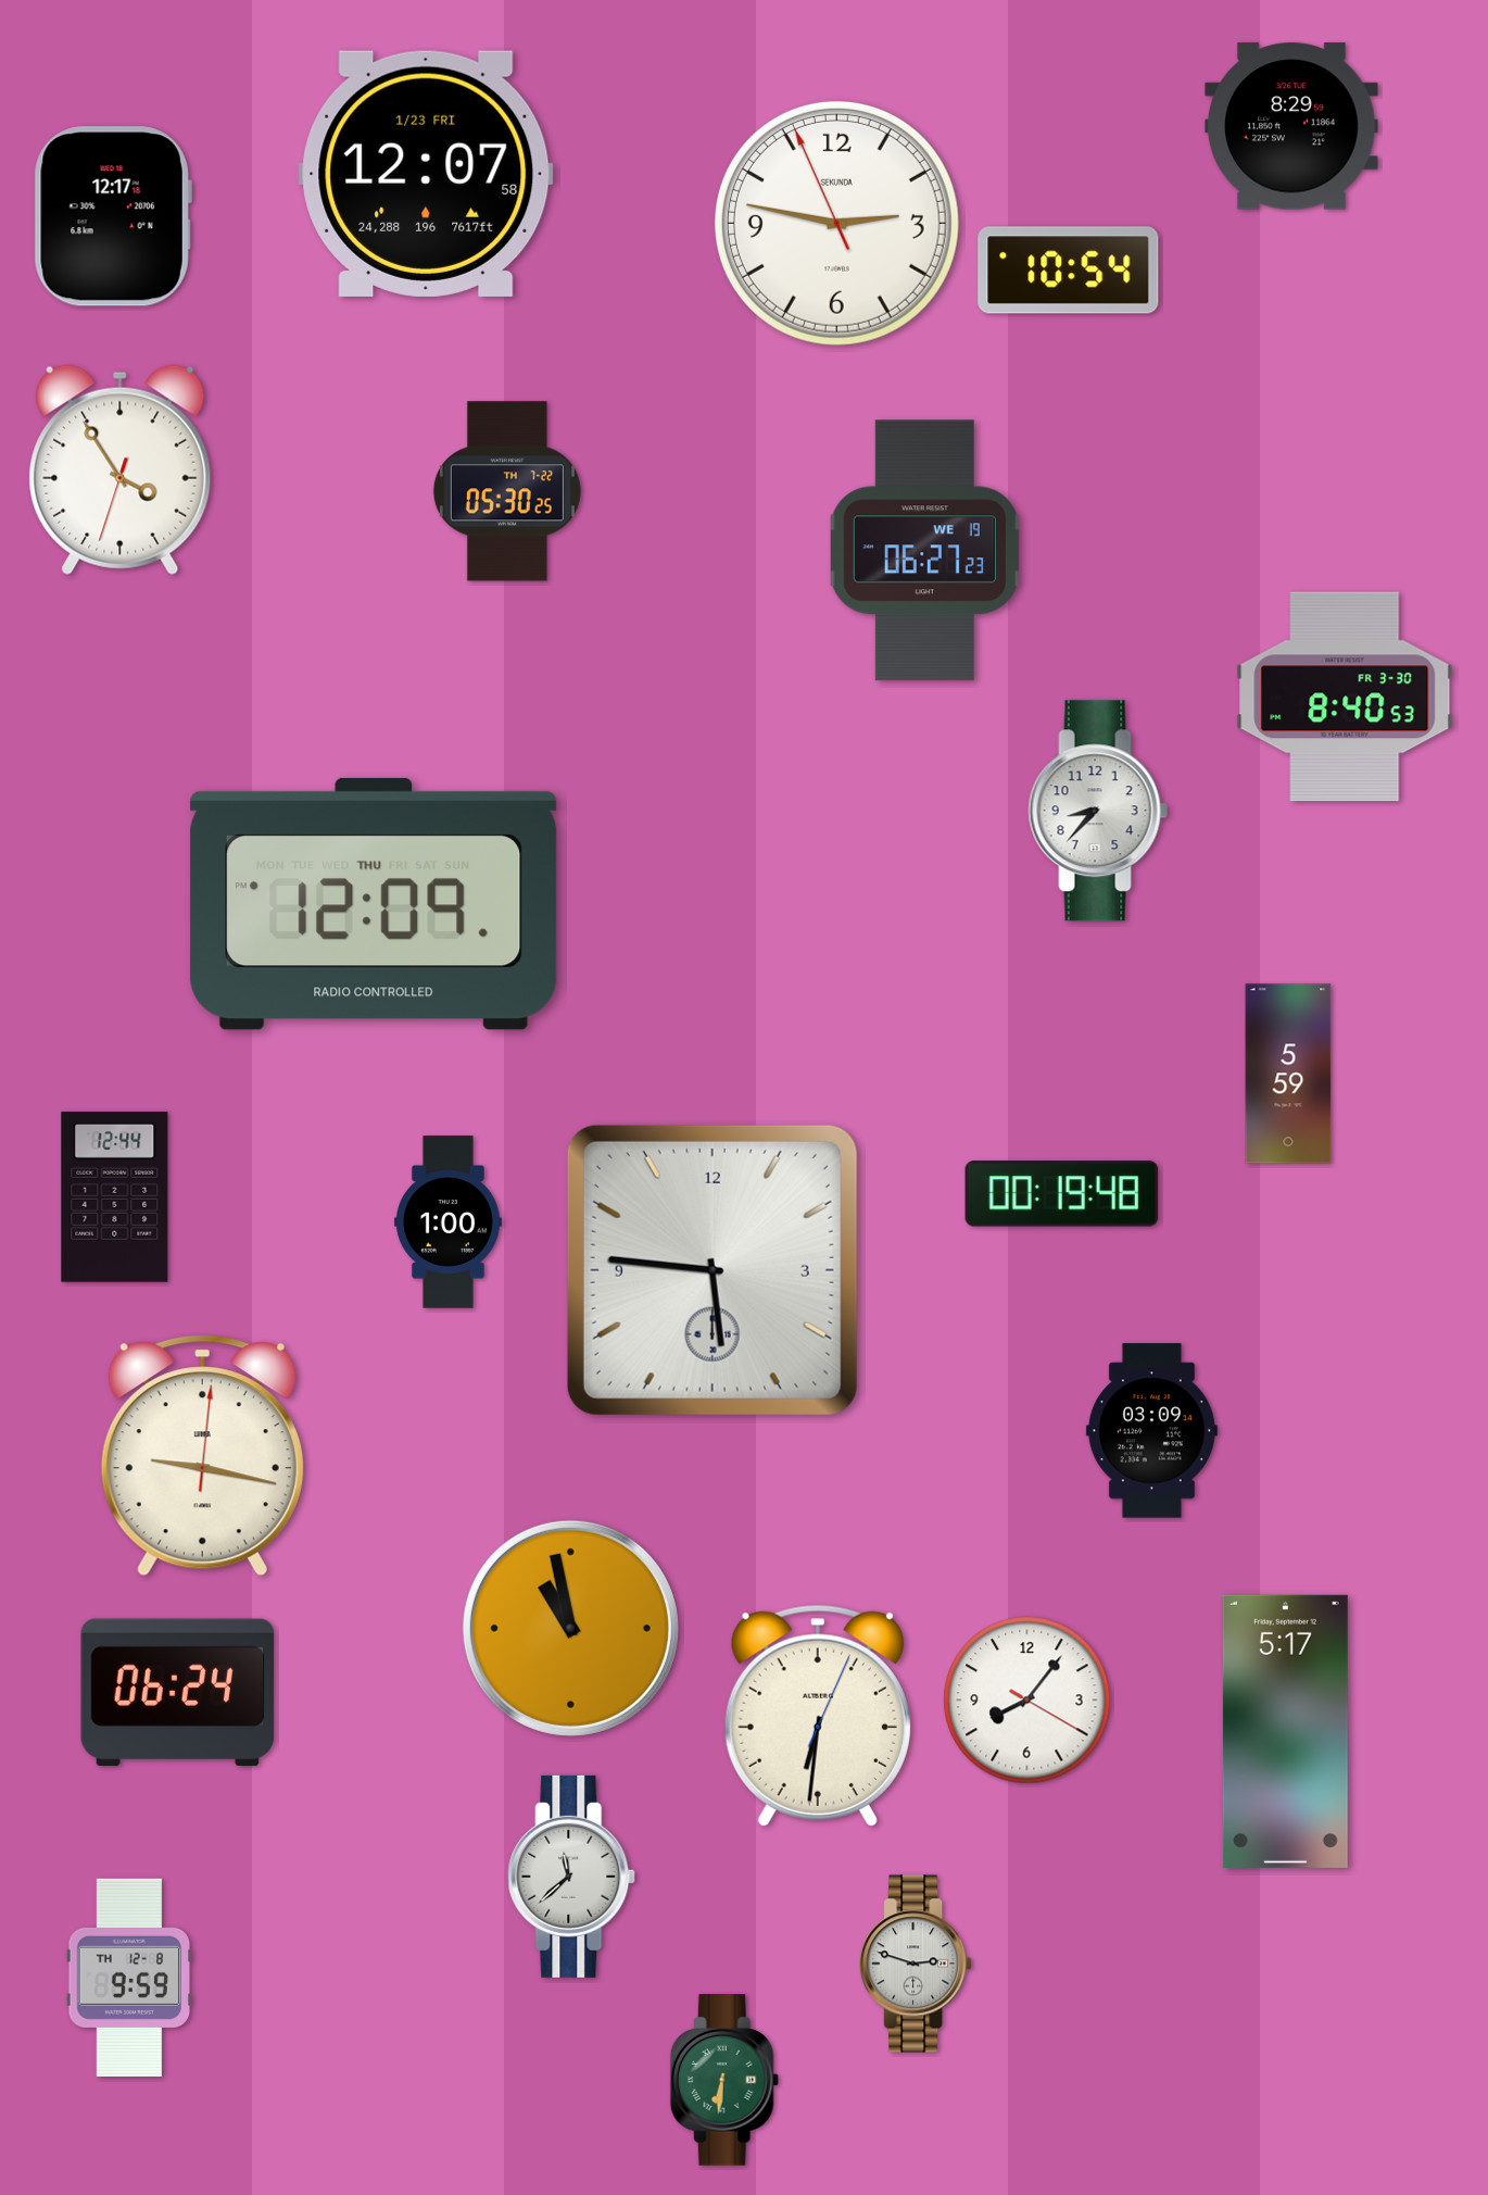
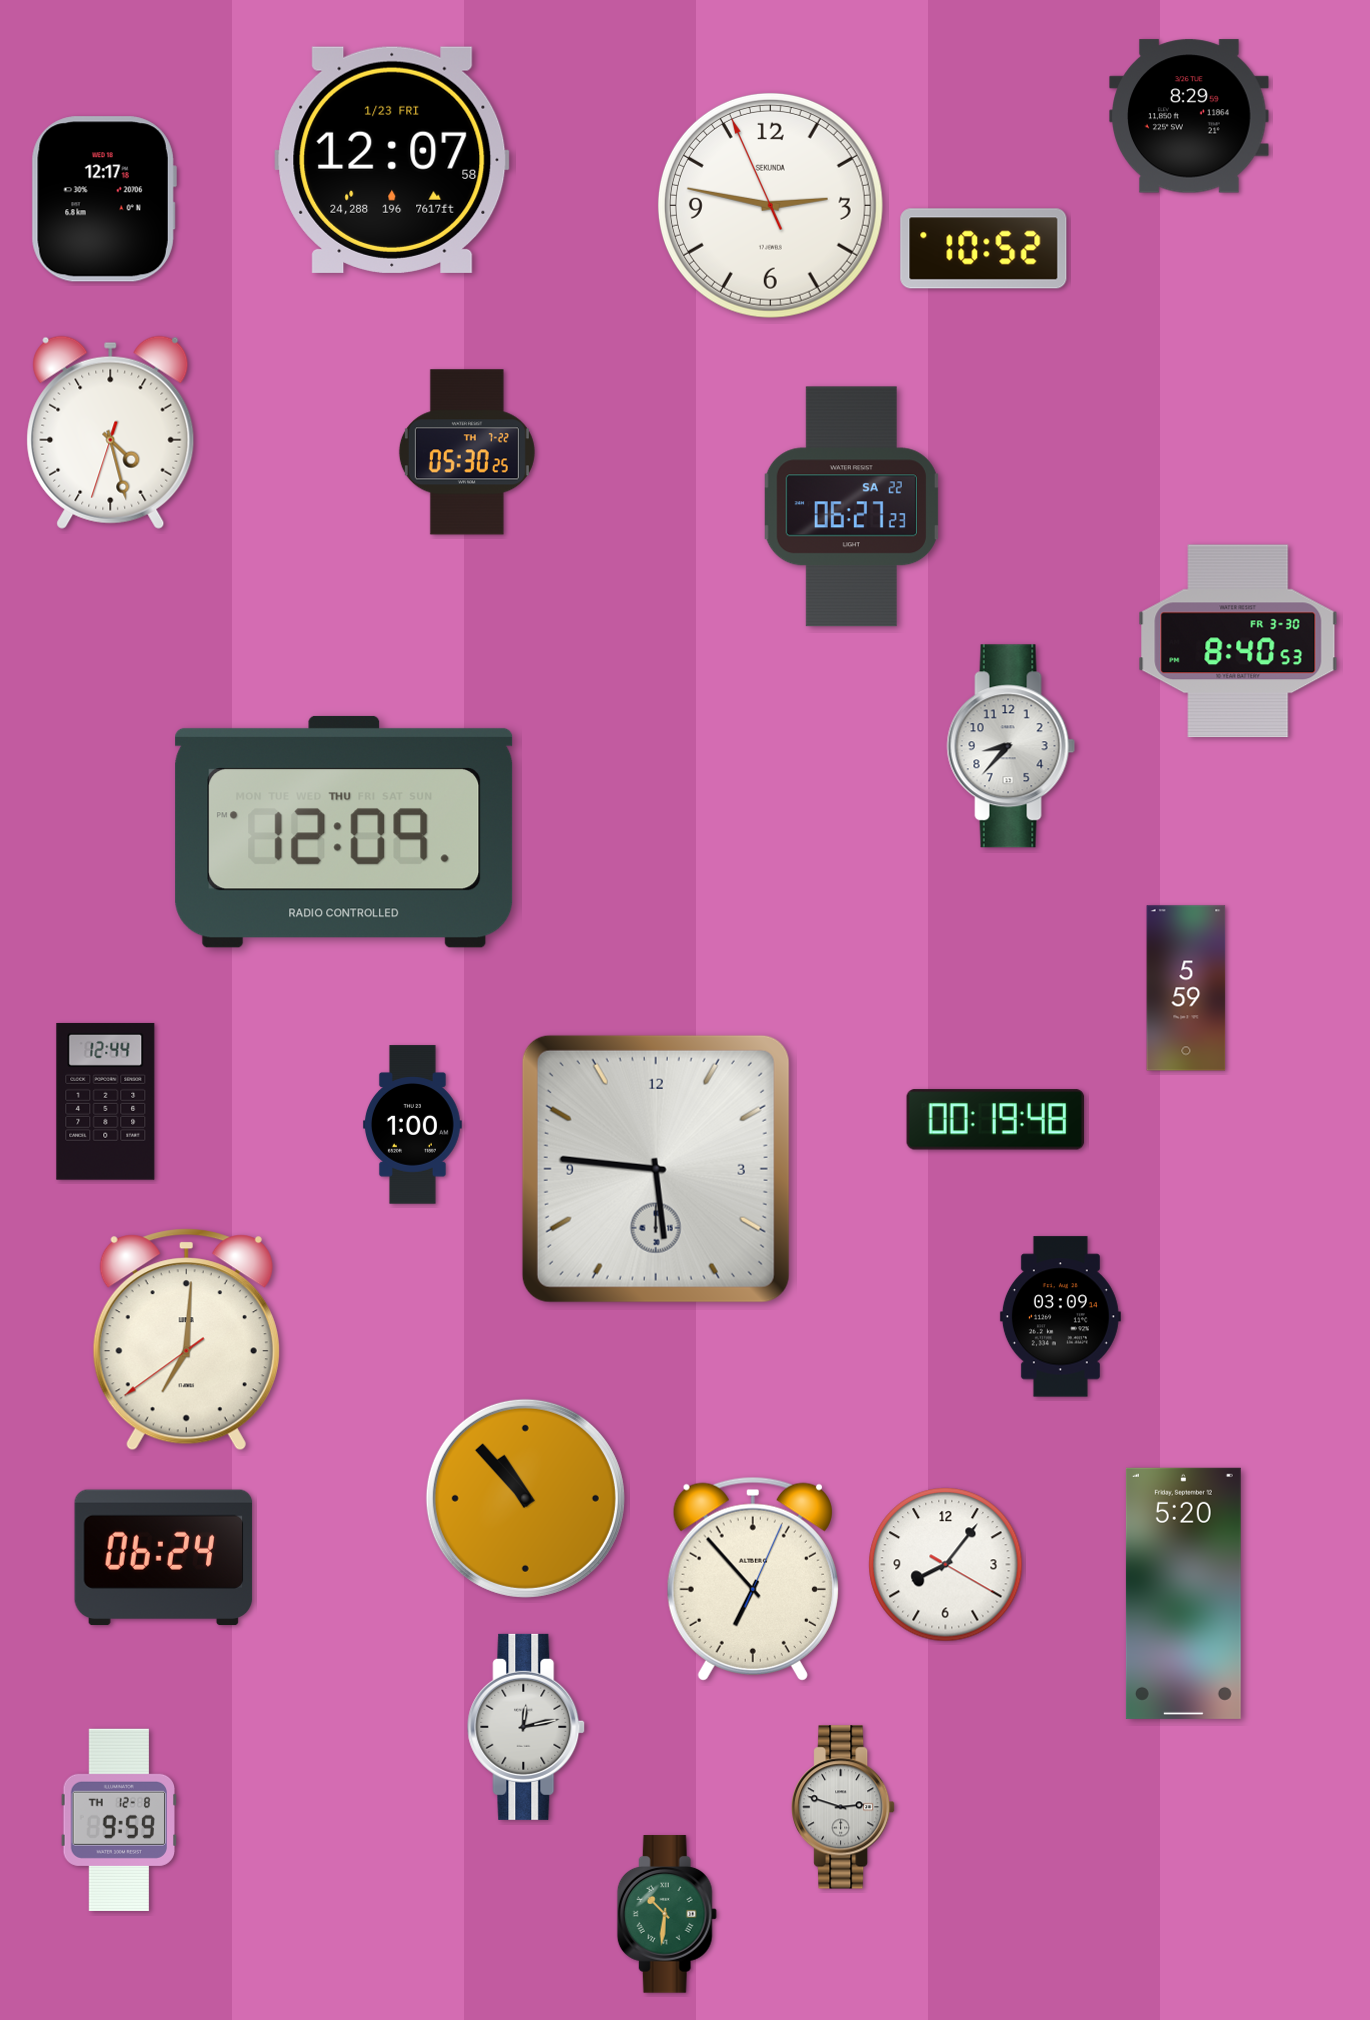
clock at (1069, 271): 10:54 -> 10:52
clock at (121, 469): 3:54 -> 4:27
clock at (924, 551) date: WE 19 -> SA 22
clock at (1062, 1194) position: (1062, 1194) -> (996, 1120)
clock at (202, 1456): 9:17 -> 7:00
clock at (570, 1628): 10:58 -> 10:53
clock at (818, 1716): 6:31 -> 6:53
clock at (1285, 1731): 5:17 -> 5:20
clock at (572, 1877): 11:38 -> 12:13
clock at (724, 2080): 6:31 -> 10:31
